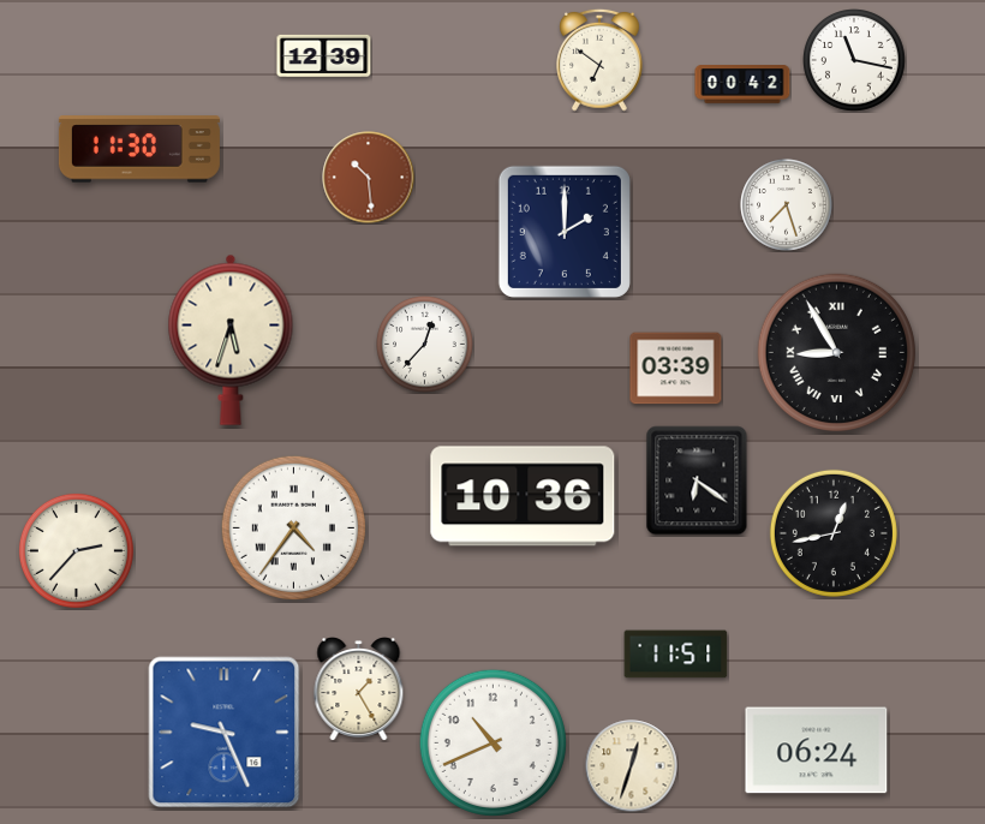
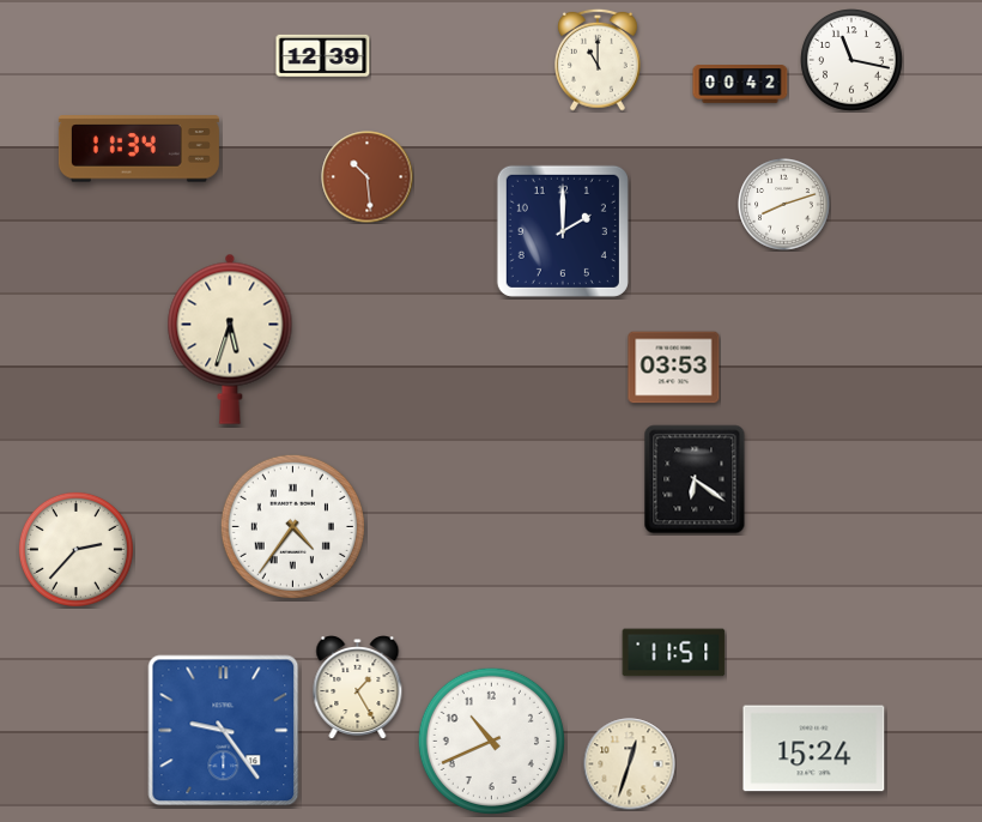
clock at (601, 60): 6:51 -> 11:00
clock at (139, 149): 11:30 -> 11:34
clock at (787, 205): 7:27 -> 8:12
clock at (425, 345): 12:37 -> none
clock at (836, 352): 8:55 -> none
clock at (676, 369): 03:39 -> 03:53
clock at (523, 496): 10:36 -> none
clock at (834, 533): 12:43 -> none
clock at (225, 733): 9:26 -> 9:24
clock at (817, 751): 06:24 -> 15:24
